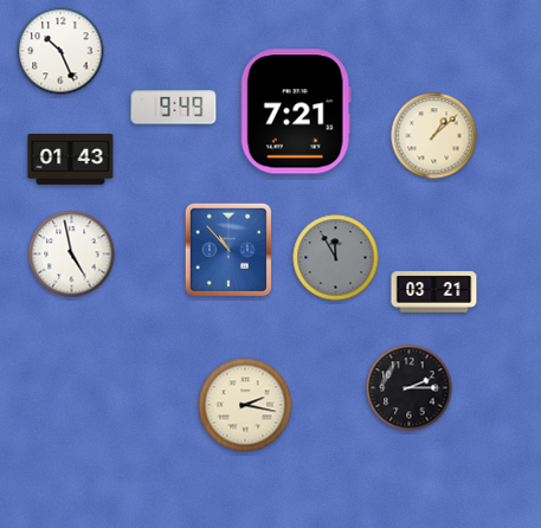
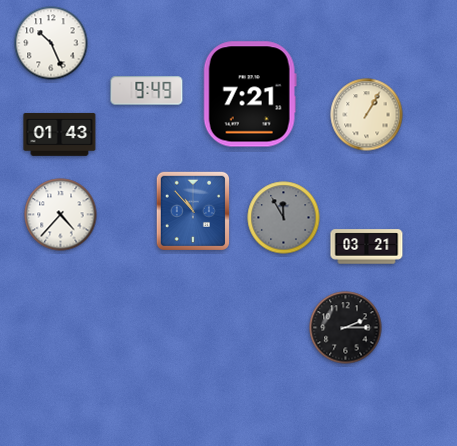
clock at (434, 136): 1:08 -> 1:05
clock at (72, 255): 4:58 -> 4:37
clock at (245, 405): 2:17 -> none
